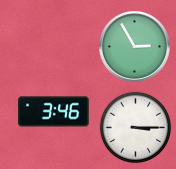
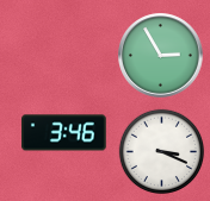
clock at (135, 127): 3:15 -> 3:19
